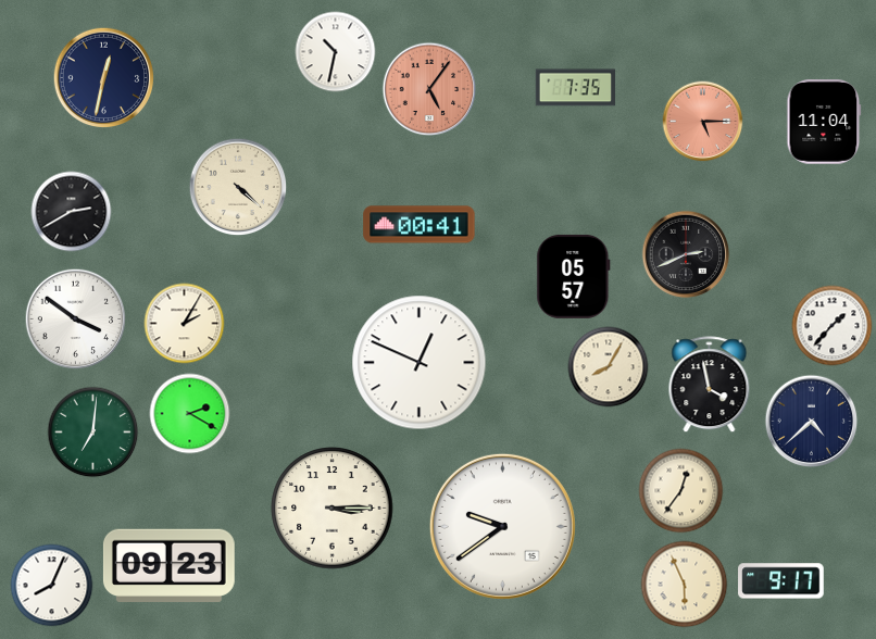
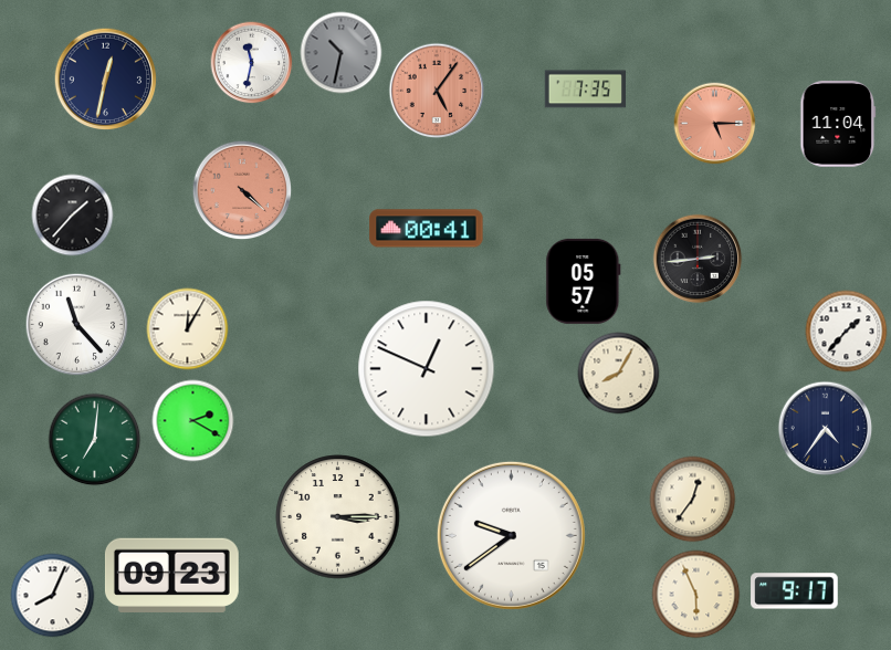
clock at (336, 52) dial: white -> grey
clock at (252, 63): none -> 11:32
clock at (238, 187) dial: cream -> salmon
clock at (72, 212): 2:40 -> 1:37
clock at (686, 254): 2:41 -> 2:44
clock at (76, 319): 3:51 -> 11:23
clock at (185, 324): 2:05 -> 12:05
clock at (710, 385): 3:58 -> none
clock at (812, 422): 4:38 -> 4:36
